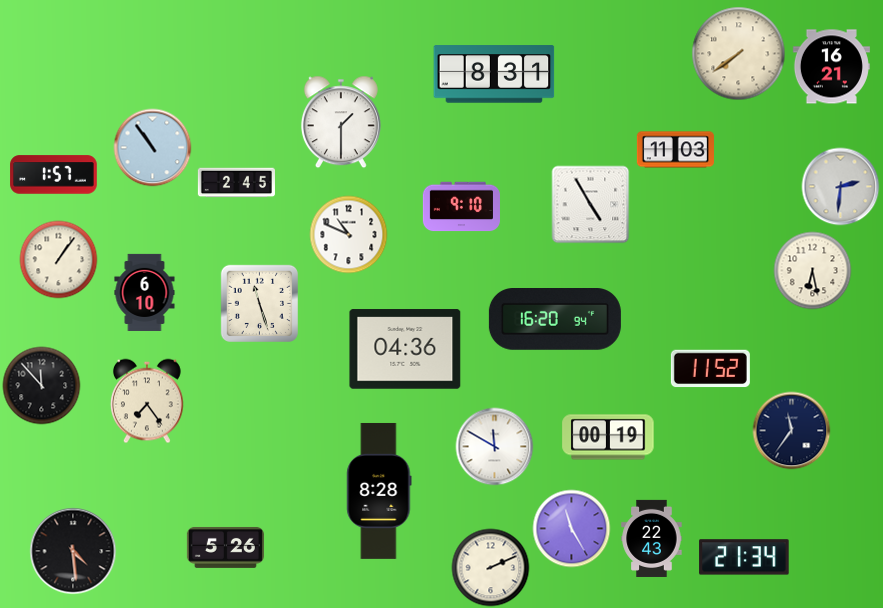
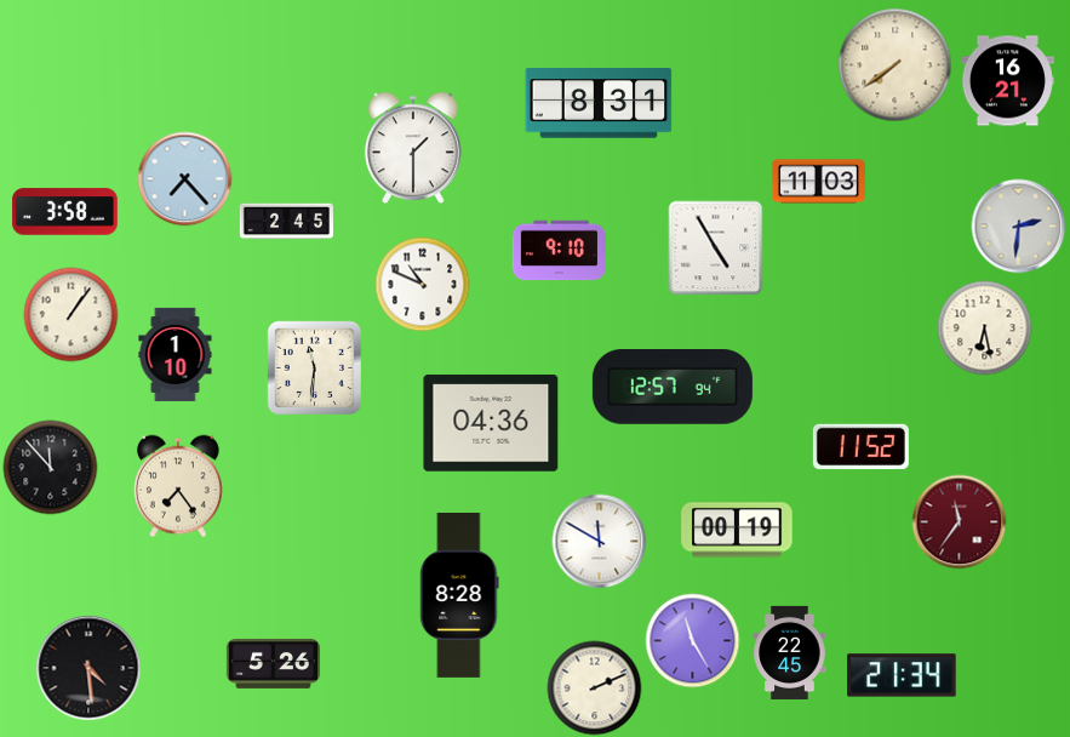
clock at (494, 74) position: (494, 74) -> (599, 103)
clock at (152, 147): 10:54 -> 7:23
clock at (54, 175): 1:57 -> 3:58
clock at (145, 292): 6:10 -> 1:10
clock at (259, 303): 11:27 -> 11:31
clock at (555, 320): 16:20 -> 12:57
clock at (791, 430) dial: navy -> burgundy
clock at (652, 538): 22:43 -> 22:45
